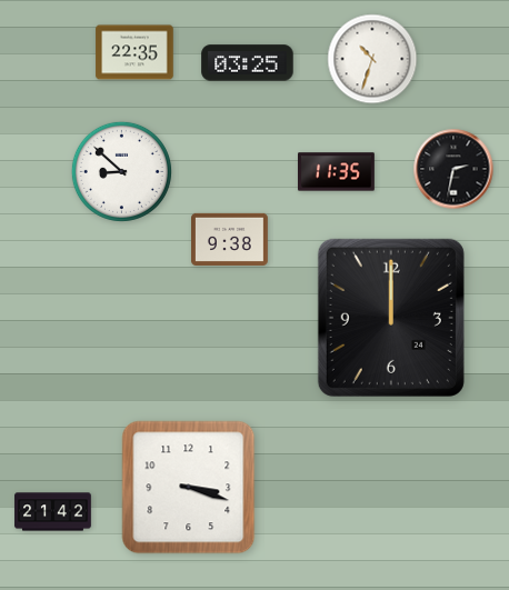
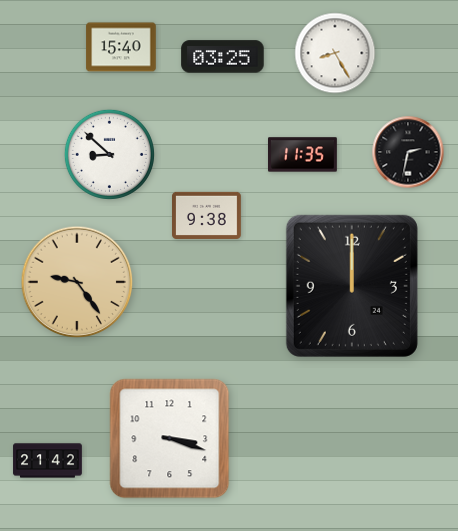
clock at (134, 52): 22:35 -> 15:40
clock at (372, 59): 10:33 -> 8:25
clock at (77, 282): none -> 9:24
